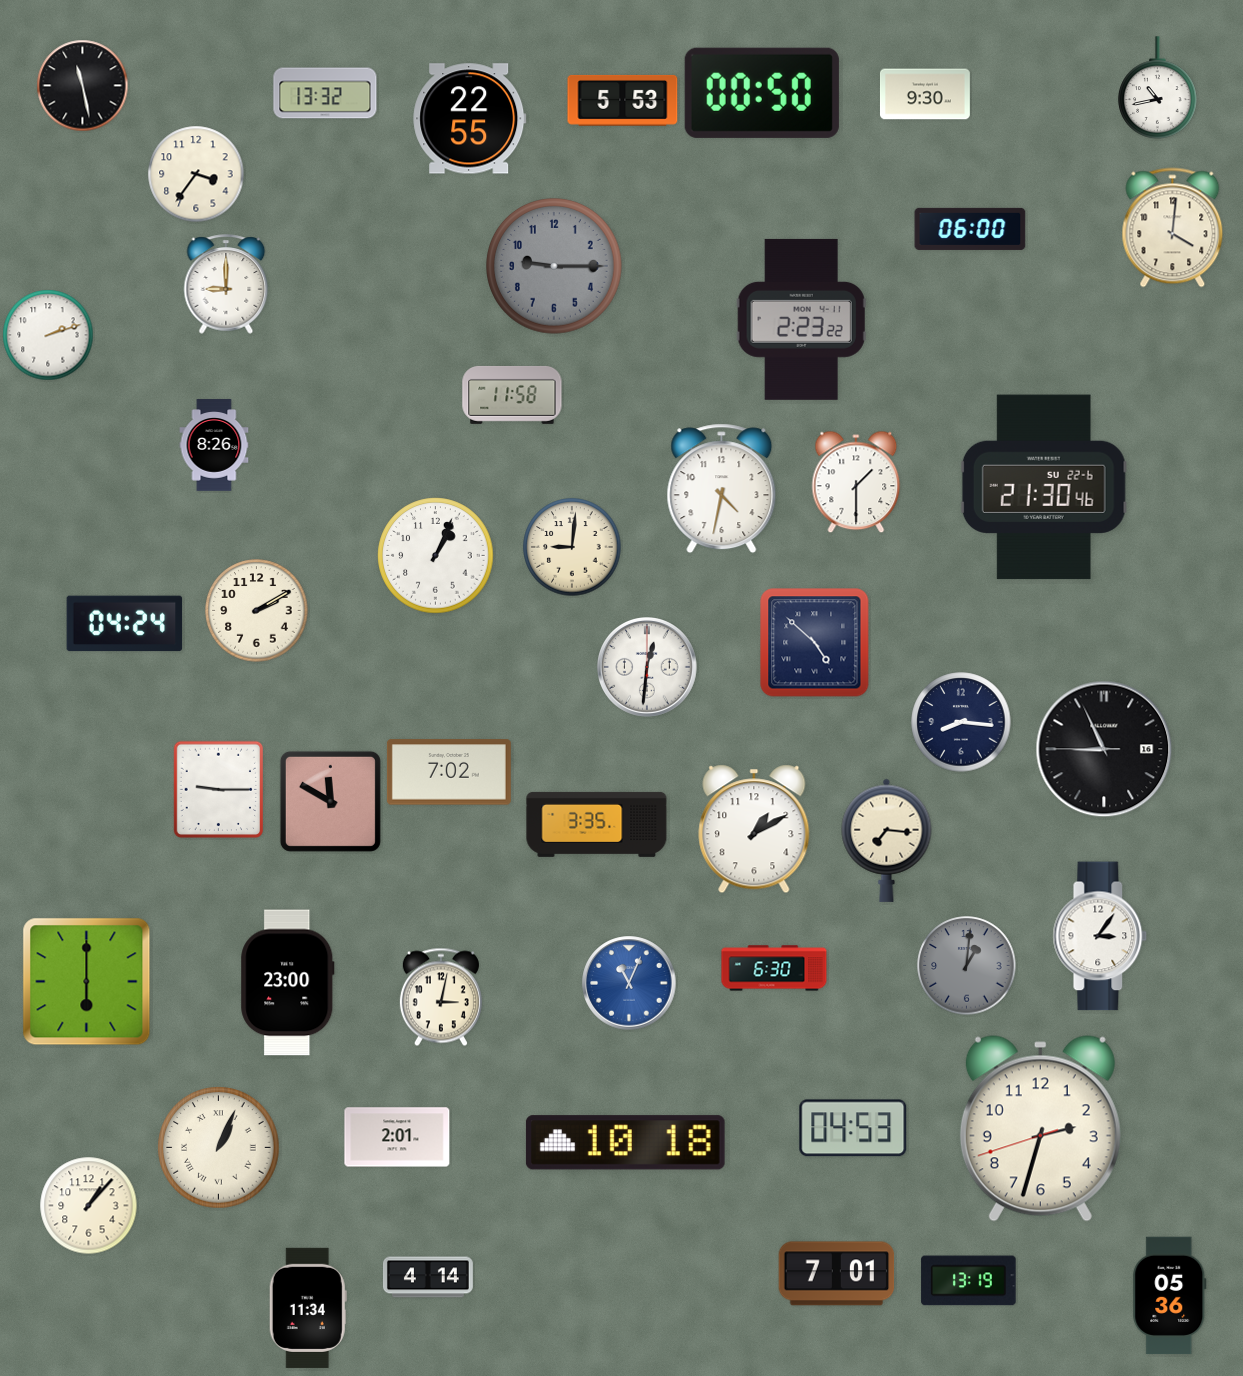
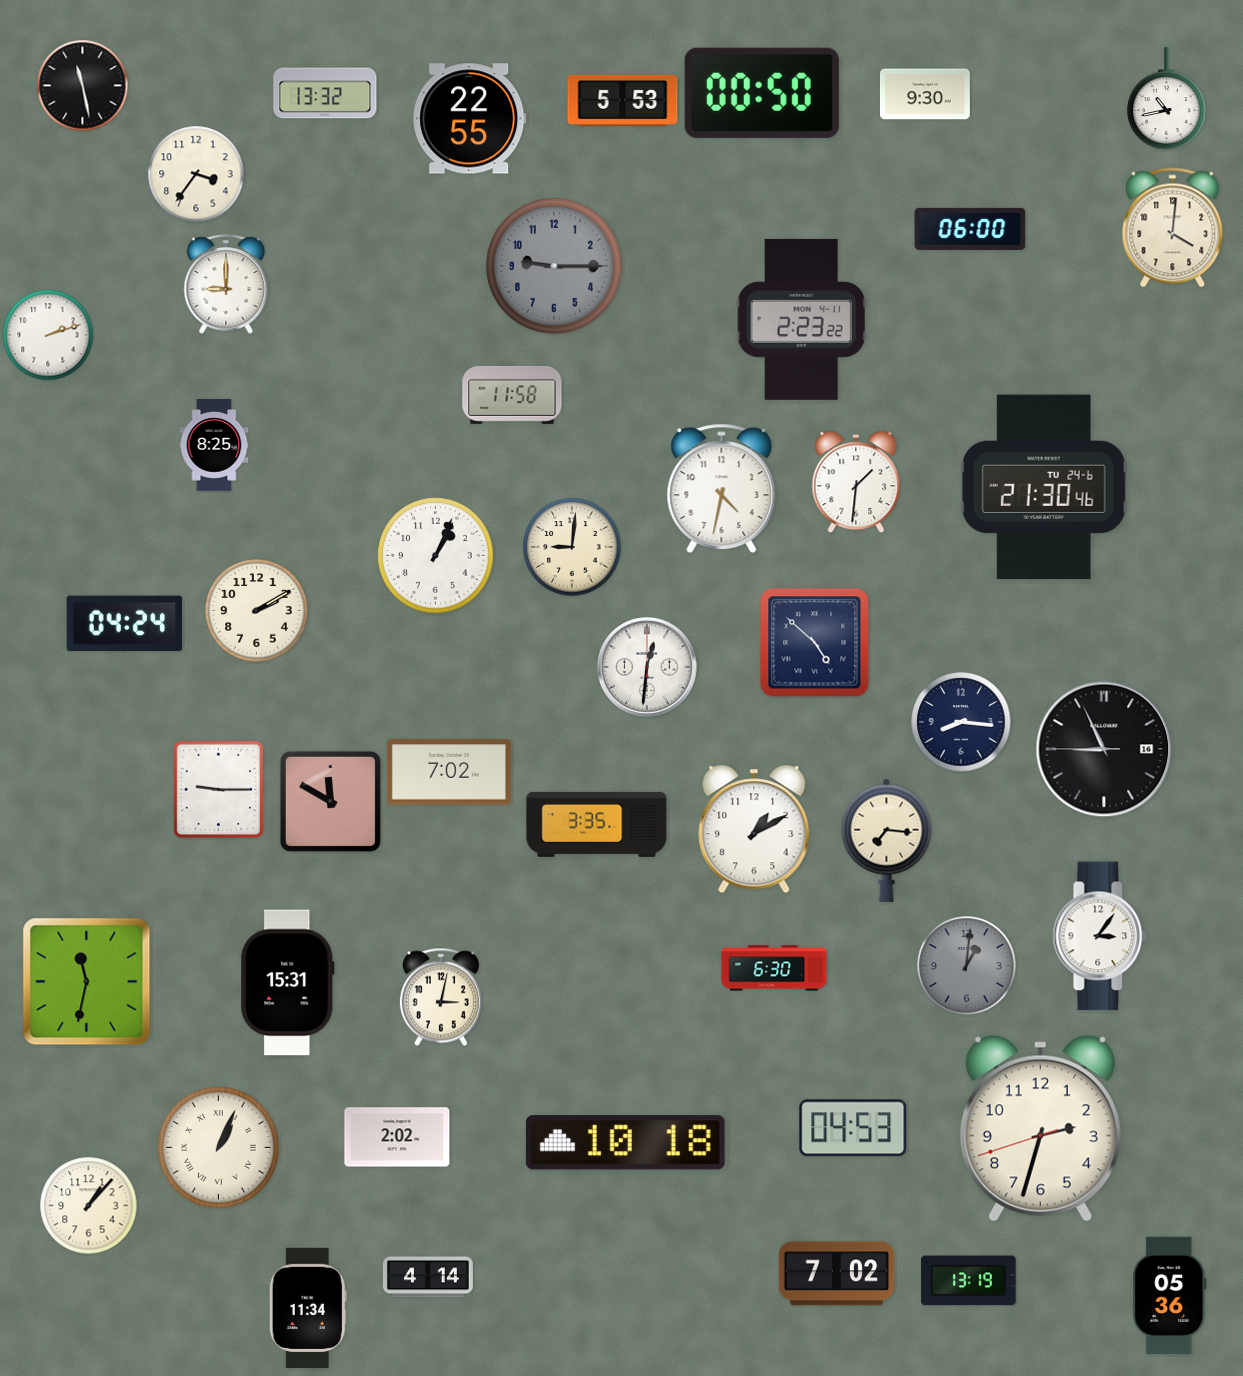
clock at (1158, 88) position: (1158, 88) -> (1167, 99)
clock at (214, 445): 8:26 -> 8:25
clock at (856, 482): 1:30 -> 1:31
clock at (1044, 487) date: SU 22-6 -> TU 24-6
clock at (87, 982): 6:00 -> 11:32
clock at (288, 983): 23:00 -> 15:31
clock at (629, 983): 11:04 -> none
clock at (397, 1137): 2:01 -> 2:02
clock at (837, 1274): 7:01 -> 7:02
